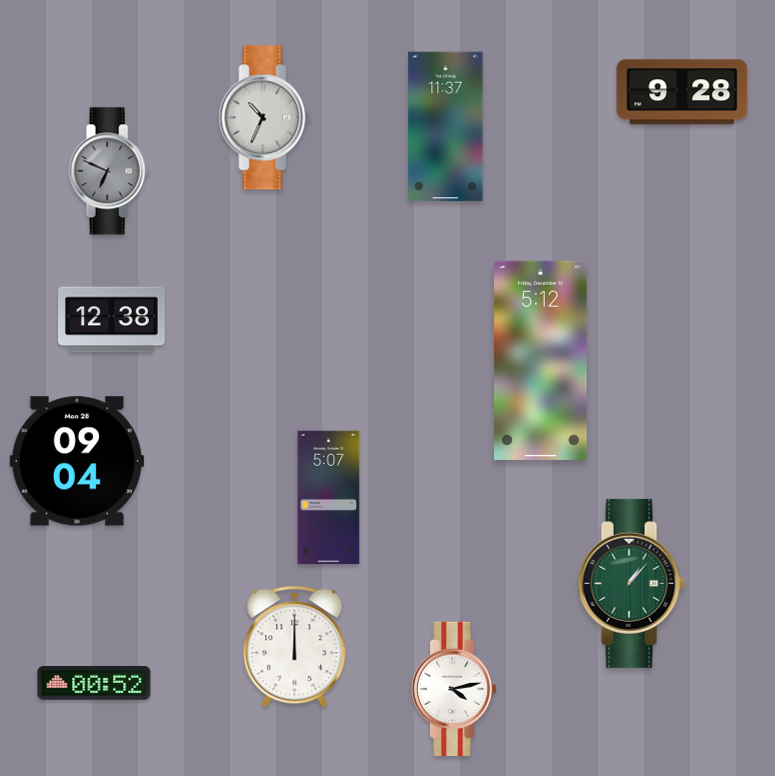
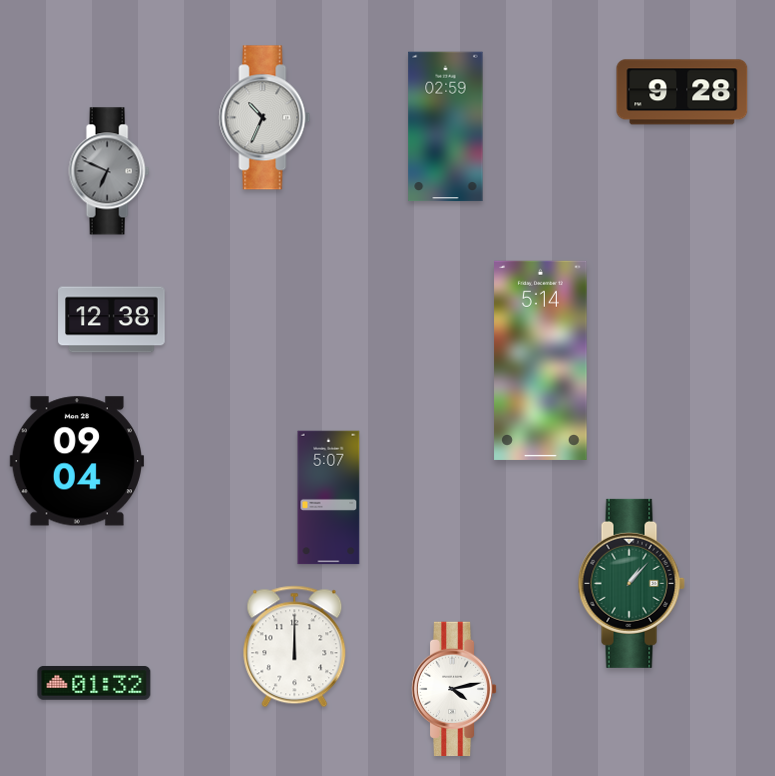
clock at (446, 127): 11:37 -> 02:59
clock at (541, 360): 5:12 -> 5:14
clock at (94, 683): 00:52 -> 01:32
